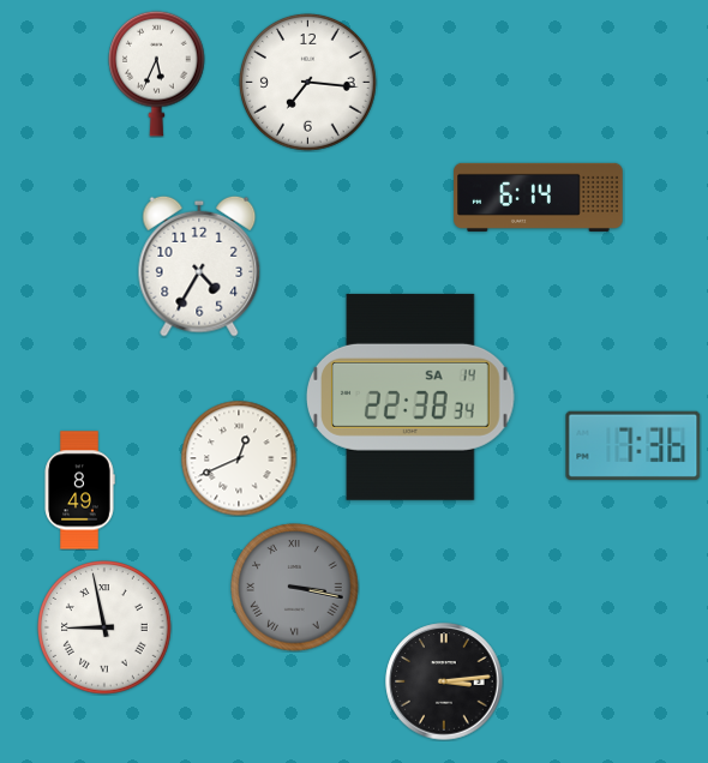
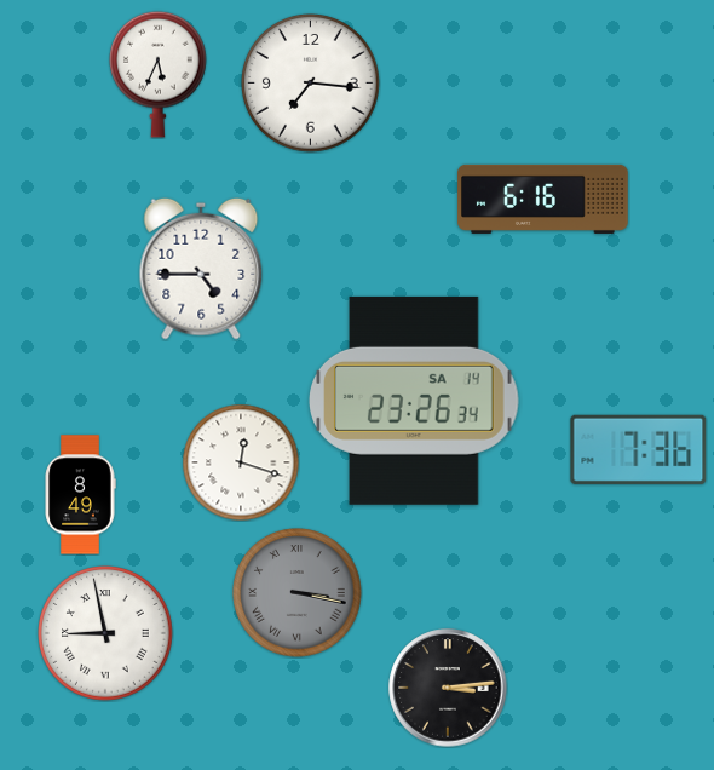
clock at (539, 197): 6:14 -> 6:16
clock at (199, 266): 4:35 -> 4:45
clock at (410, 397): 22:38 -> 23:26
clock at (239, 458): 12:41 -> 12:18
